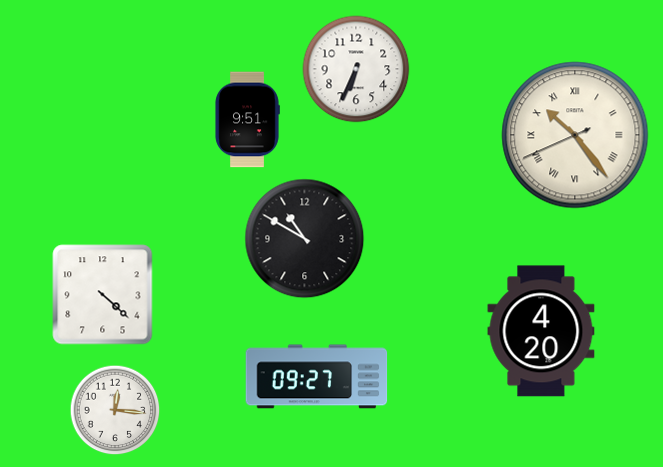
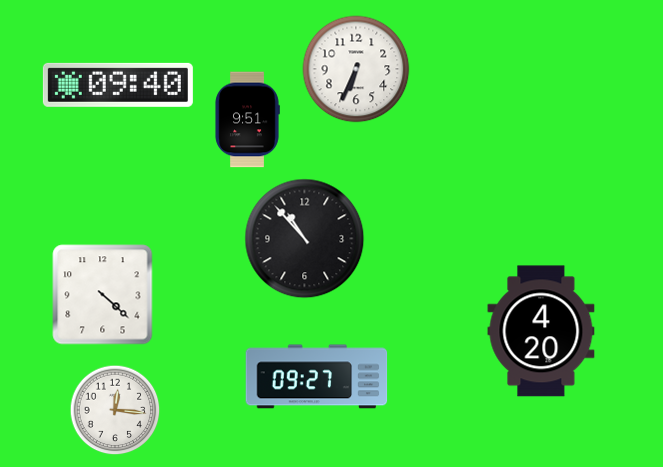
clock at (118, 85): none -> 09:40
clock at (575, 135): 10:23 -> none
clock at (305, 239): 10:50 -> 10:53
